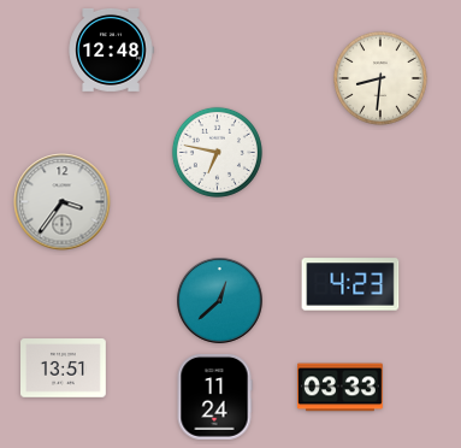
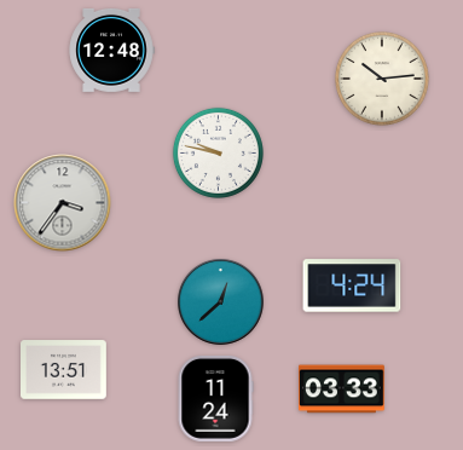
clock at (382, 79): 8:31 -> 10:14
clock at (217, 152): 6:47 -> 9:47
clock at (350, 284): 4:23 -> 4:24
